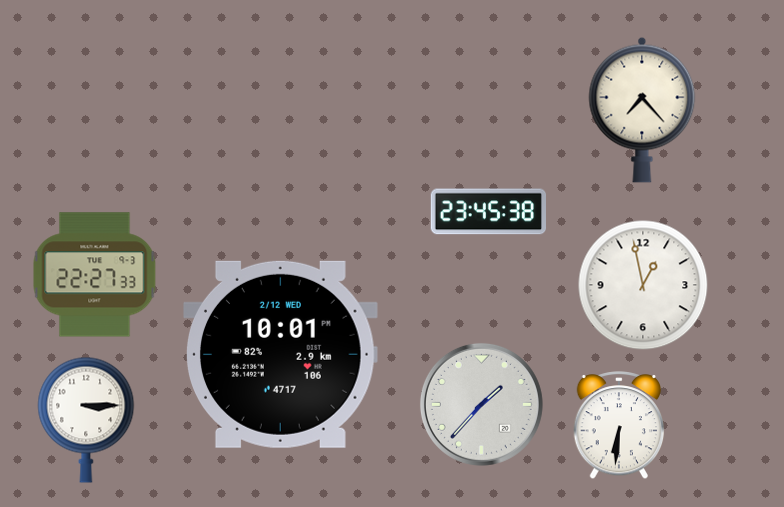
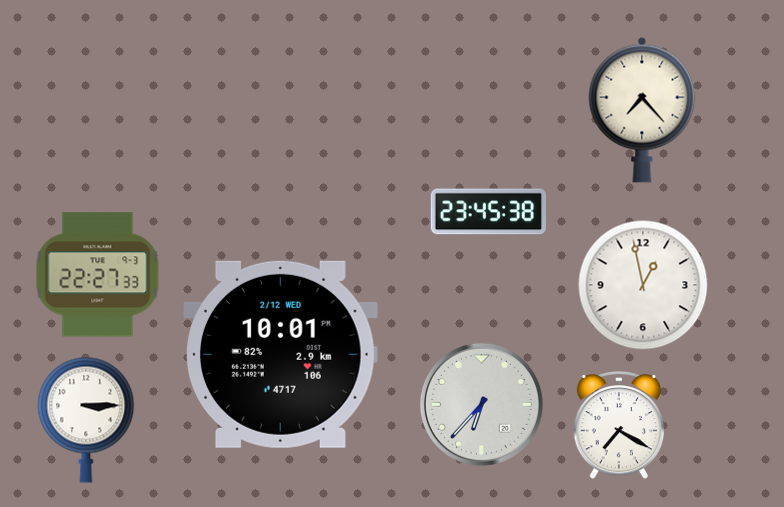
clock at (95, 275) position: (95, 275) -> (98, 275)
clock at (481, 404): 1:37 -> 6:37
clock at (619, 426): 6:31 -> 7:20
